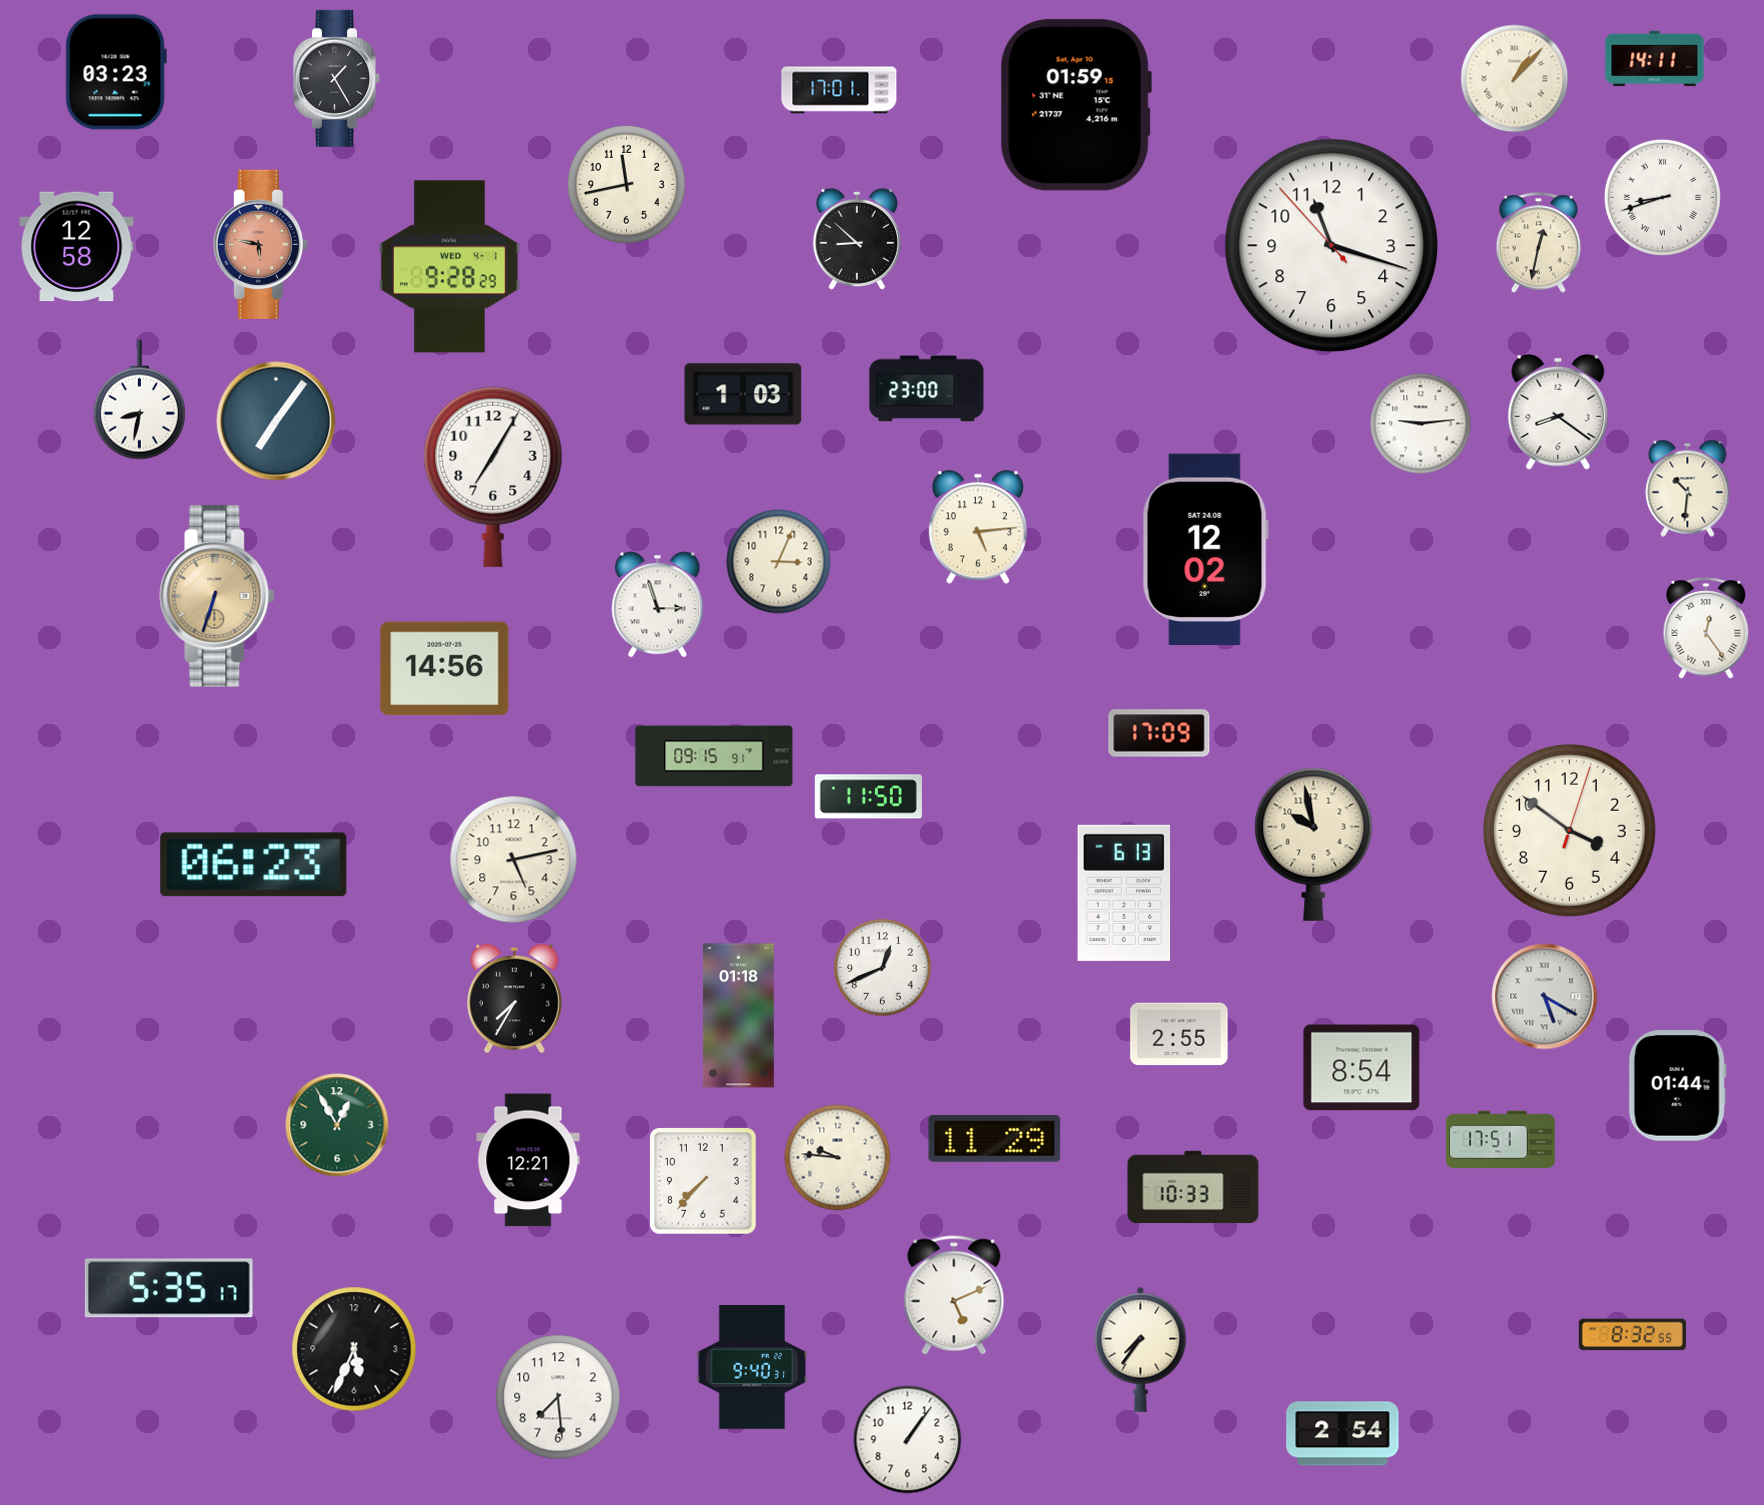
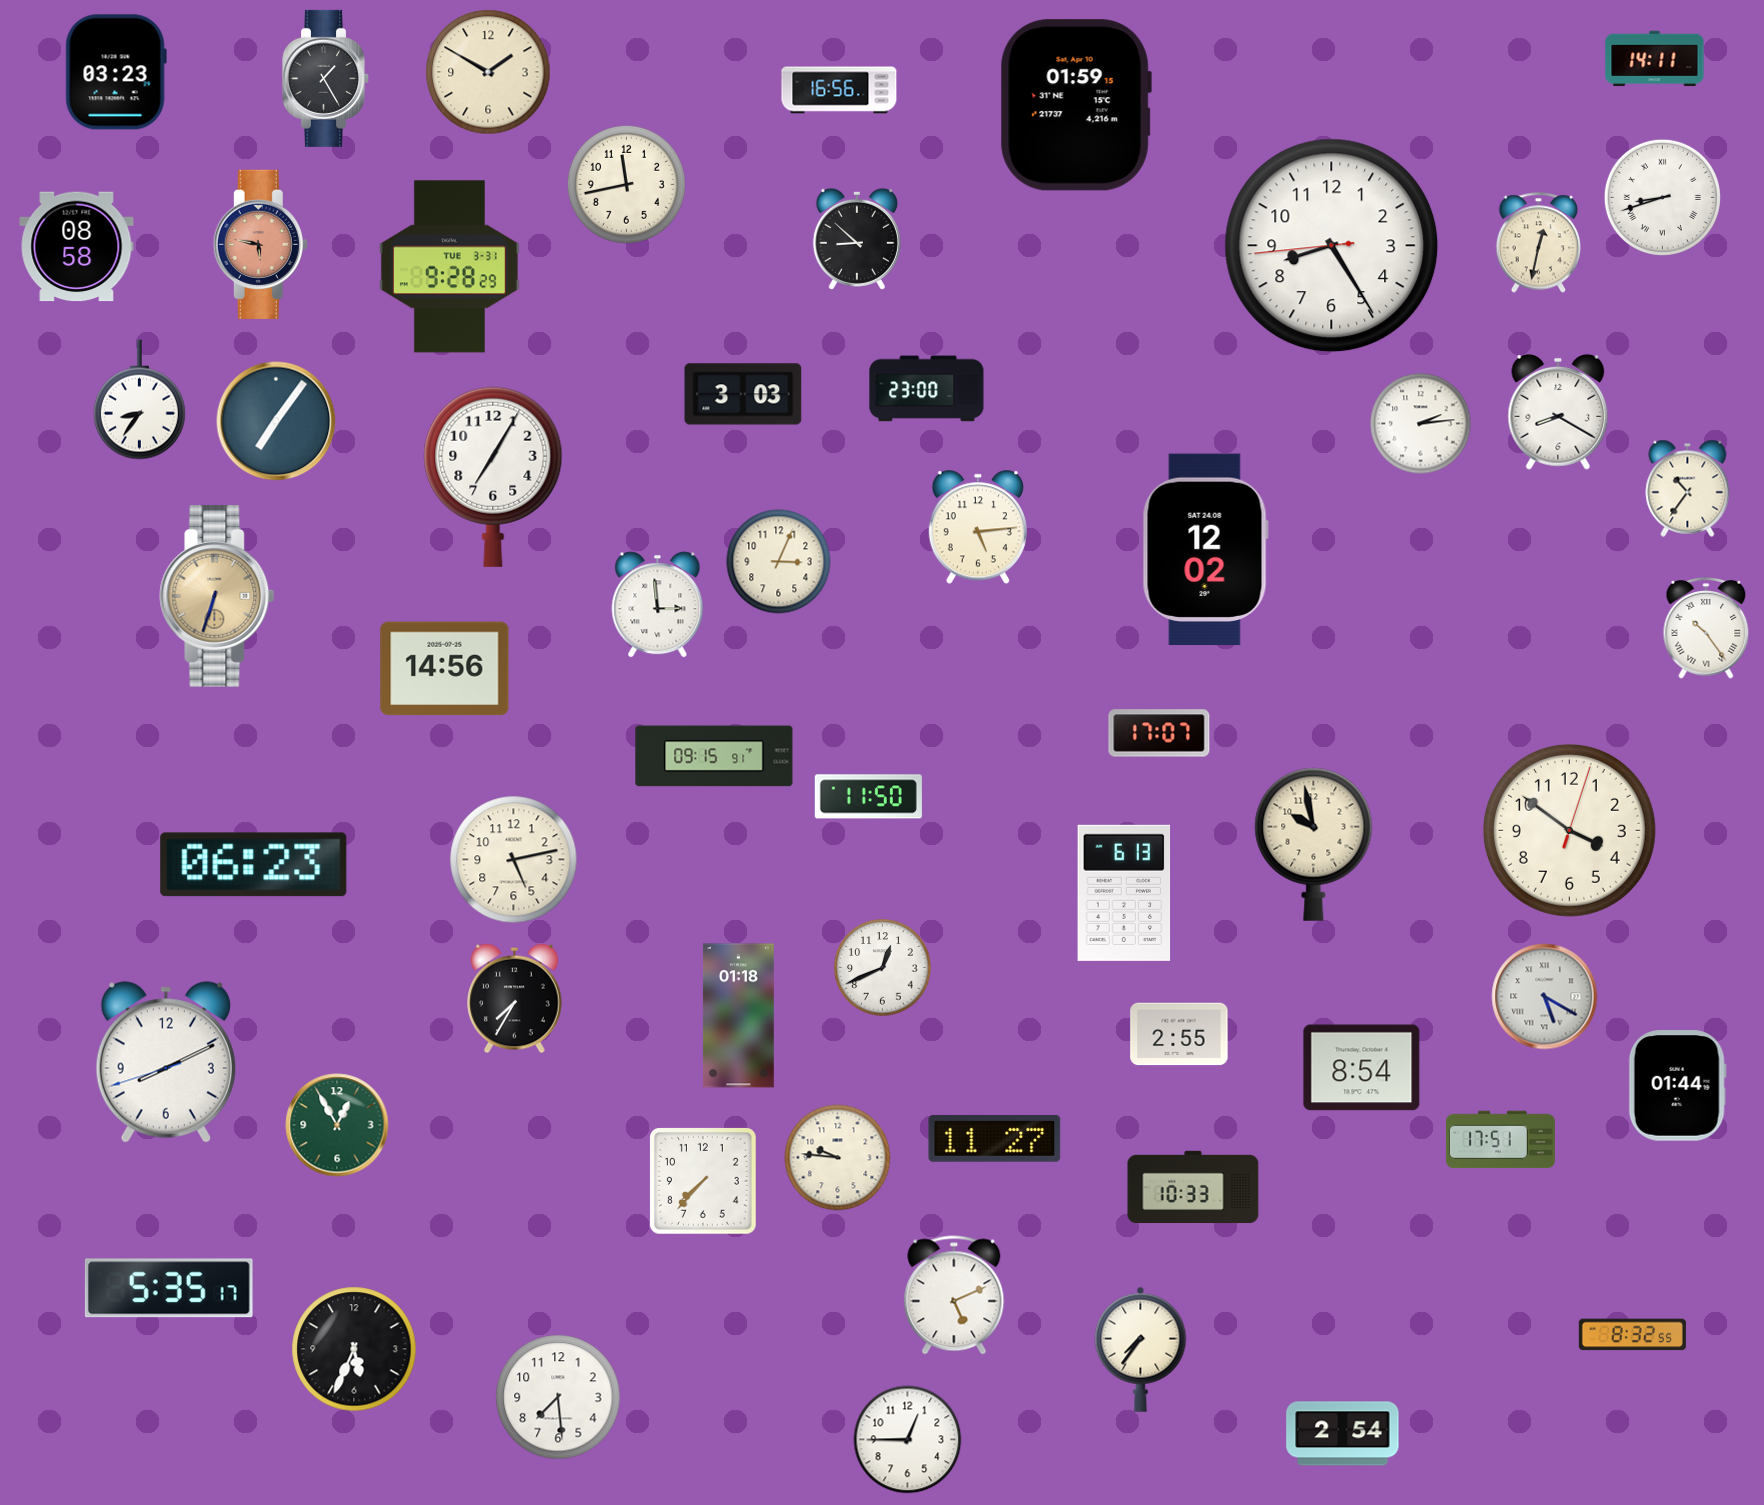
clock at (488, 72): none -> 1:50
clock at (337, 78) position: (337, 78) -> (326, 78)
clock at (1515, 79): 1:07 -> none
clock at (839, 90): 17:01 -> 16:56
clock at (1332, 246): 11:17 -> 8:24
clock at (77, 247): 12:58 -> 08:58
clock at (449, 267) date: WED 4-1 -> TUE 3-31
clock at (743, 394): 1:03 -> 3:03
clock at (139, 400): 8:32 -> 8:36
clock at (1558, 412): 8:21 -> 8:20
clock at (1421, 424): 9:14 -> 2:14
clock at (1688, 488): 10:31 -> 10:36
clock at (658, 605): 2:57 -> 2:59
clock at (1706, 628): 12:24 -> 10:24
clock at (1159, 733): 17:09 -> 17:07
clock at (166, 1062): none -> 8:10
clock at (995, 1138): 11:29 -> 11:27
clock at (528, 1160): 12:21 -> none
clock at (752, 1368): 9:40 -> none
clock at (908, 1440): 1:06 -> 12:45
